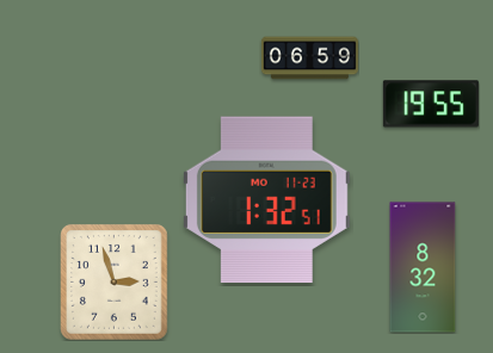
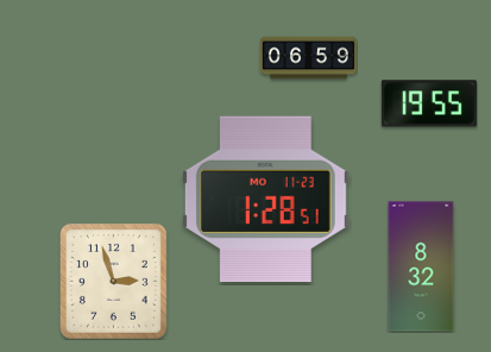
clock at (266, 200): 1:32 -> 1:28
